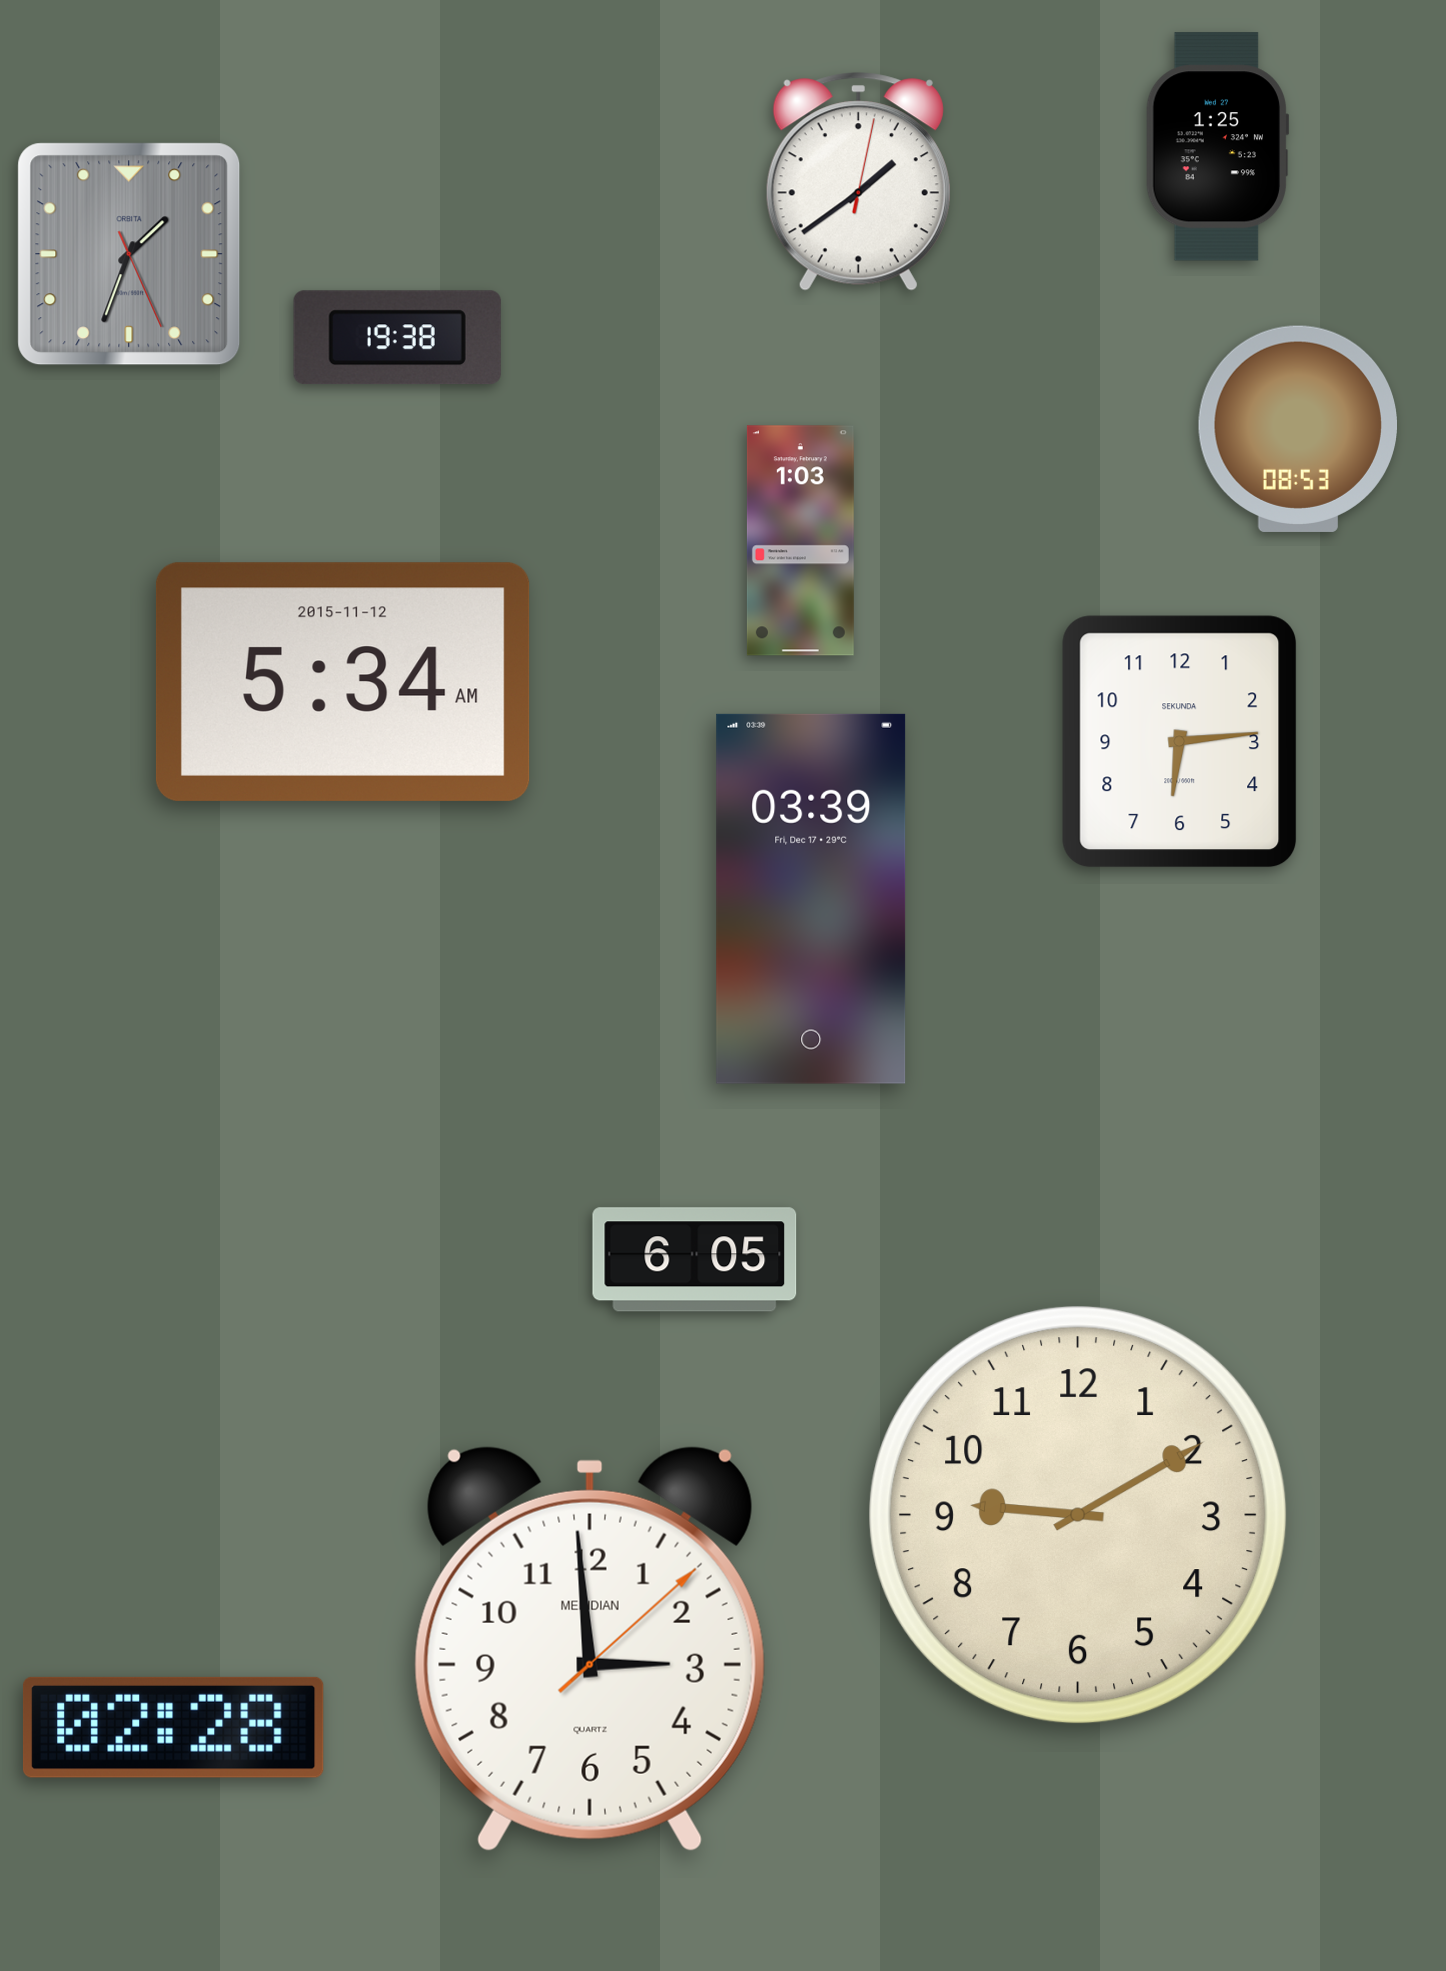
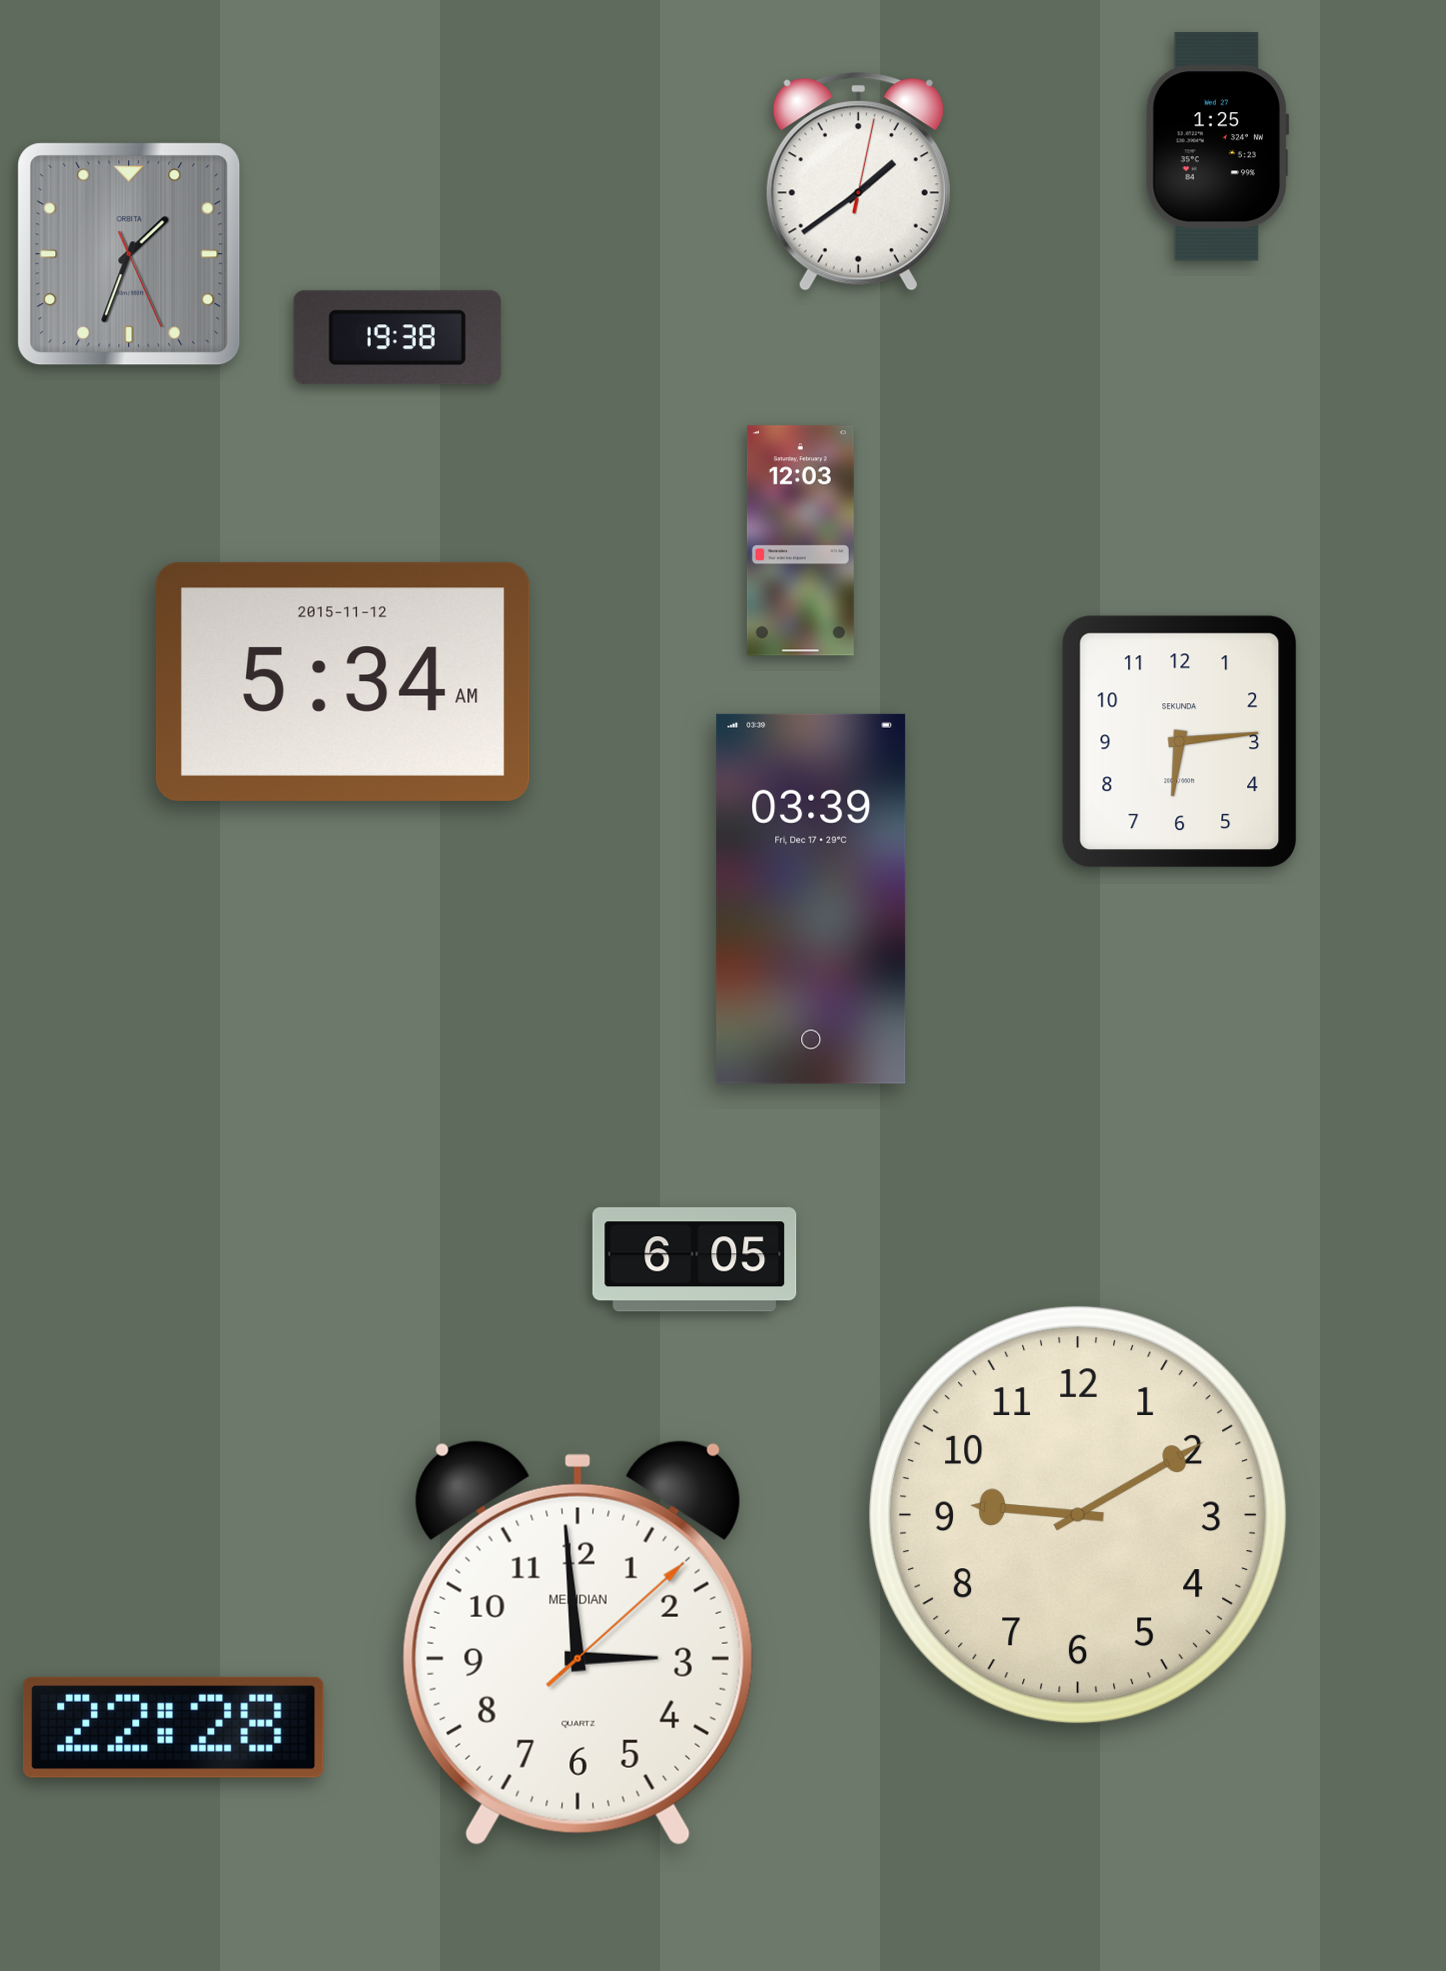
clock at (1297, 429): 08:53 -> none
clock at (800, 541): 1:03 -> 12:03
clock at (590, 1649) position: (590, 1649) -> (578, 1643)
clock at (173, 1727): 02:28 -> 22:28
